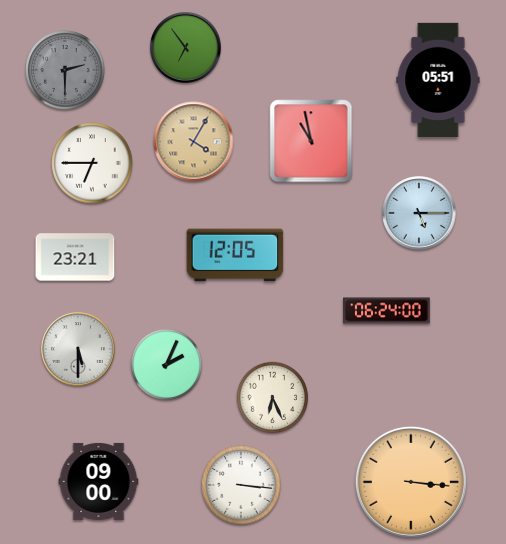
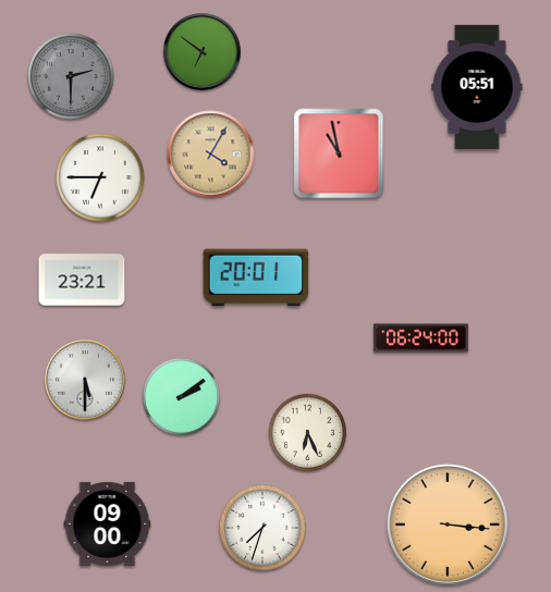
clock at (186, 48): 6:54 -> 6:51
clock at (419, 213): 5:15 -> none
clock at (235, 255): 12:05 -> 20:01
clock at (167, 365): 2:04 -> 2:09
clock at (273, 398) position: (273, 398) -> (308, 433)
clock at (241, 485): 3:16 -> 7:33
